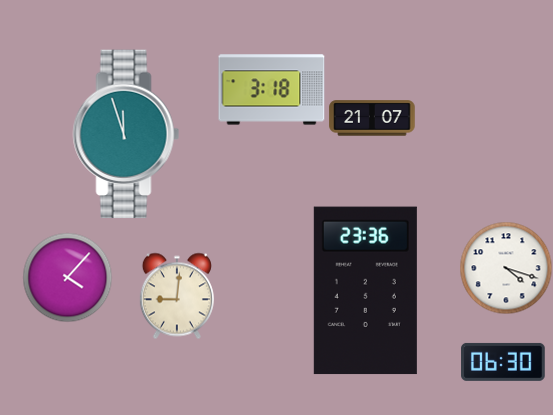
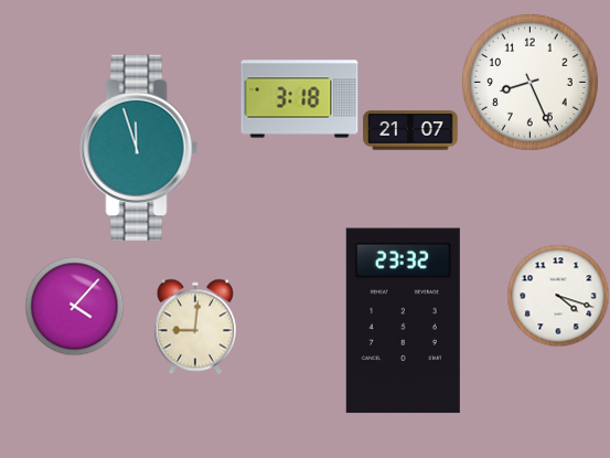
clock at (529, 82): none -> 8:26
clock at (365, 291): 23:36 -> 23:32
clock at (503, 362): 06:30 -> none
